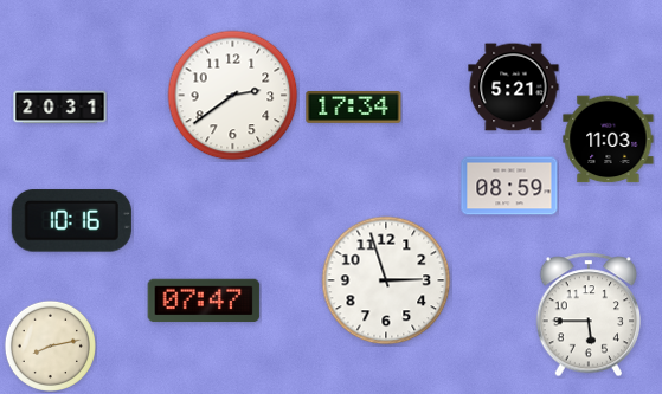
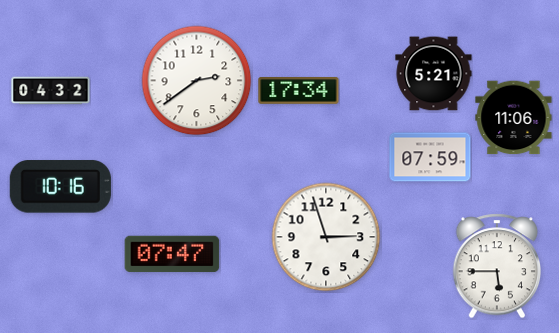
clock at (60, 108): 20:31 -> 04:32
clock at (609, 140): 11:03 -> 11:06
clock at (509, 186): 08:59 -> 07:59
clock at (50, 345): 8:13 -> none
